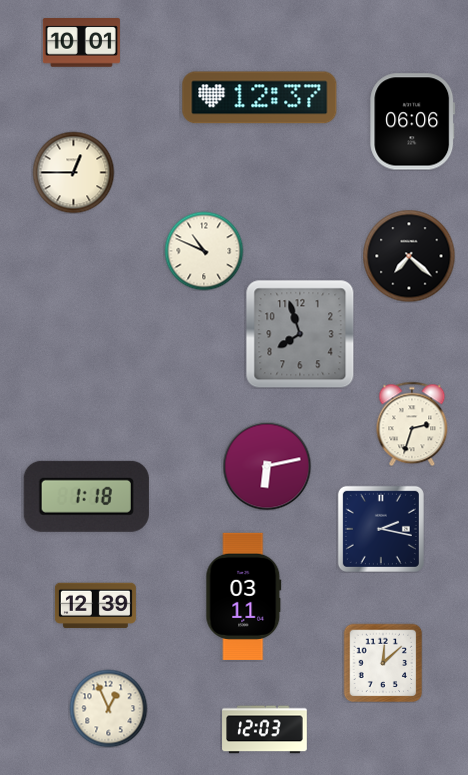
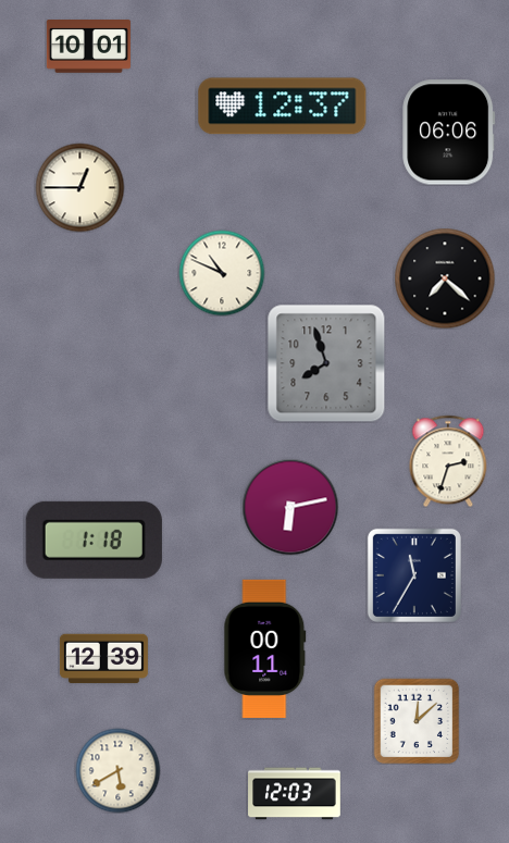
clock at (381, 529): 2:17 -> 11:35
clock at (244, 596): 03:11 -> 00:11
clock at (108, 708): 12:56 -> 5:40
clock at (265, 730) position: (265, 730) -> (295, 794)
